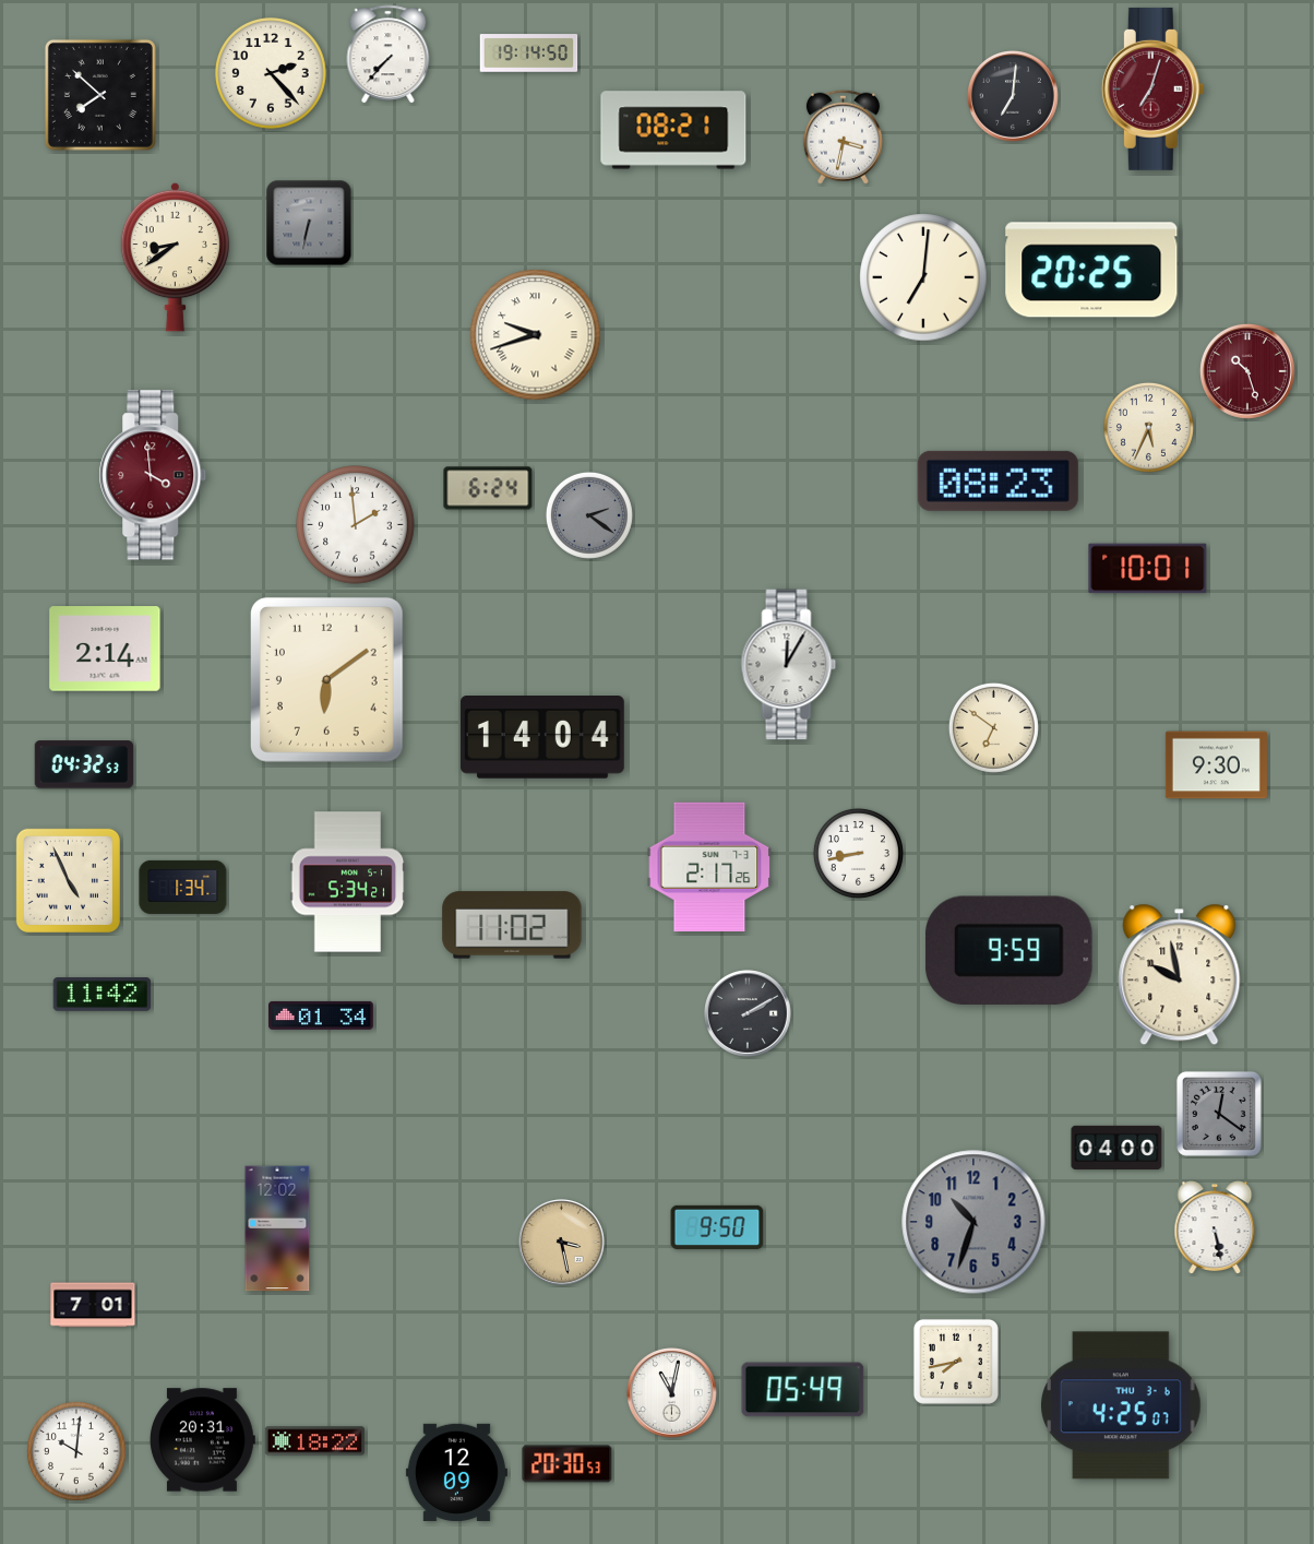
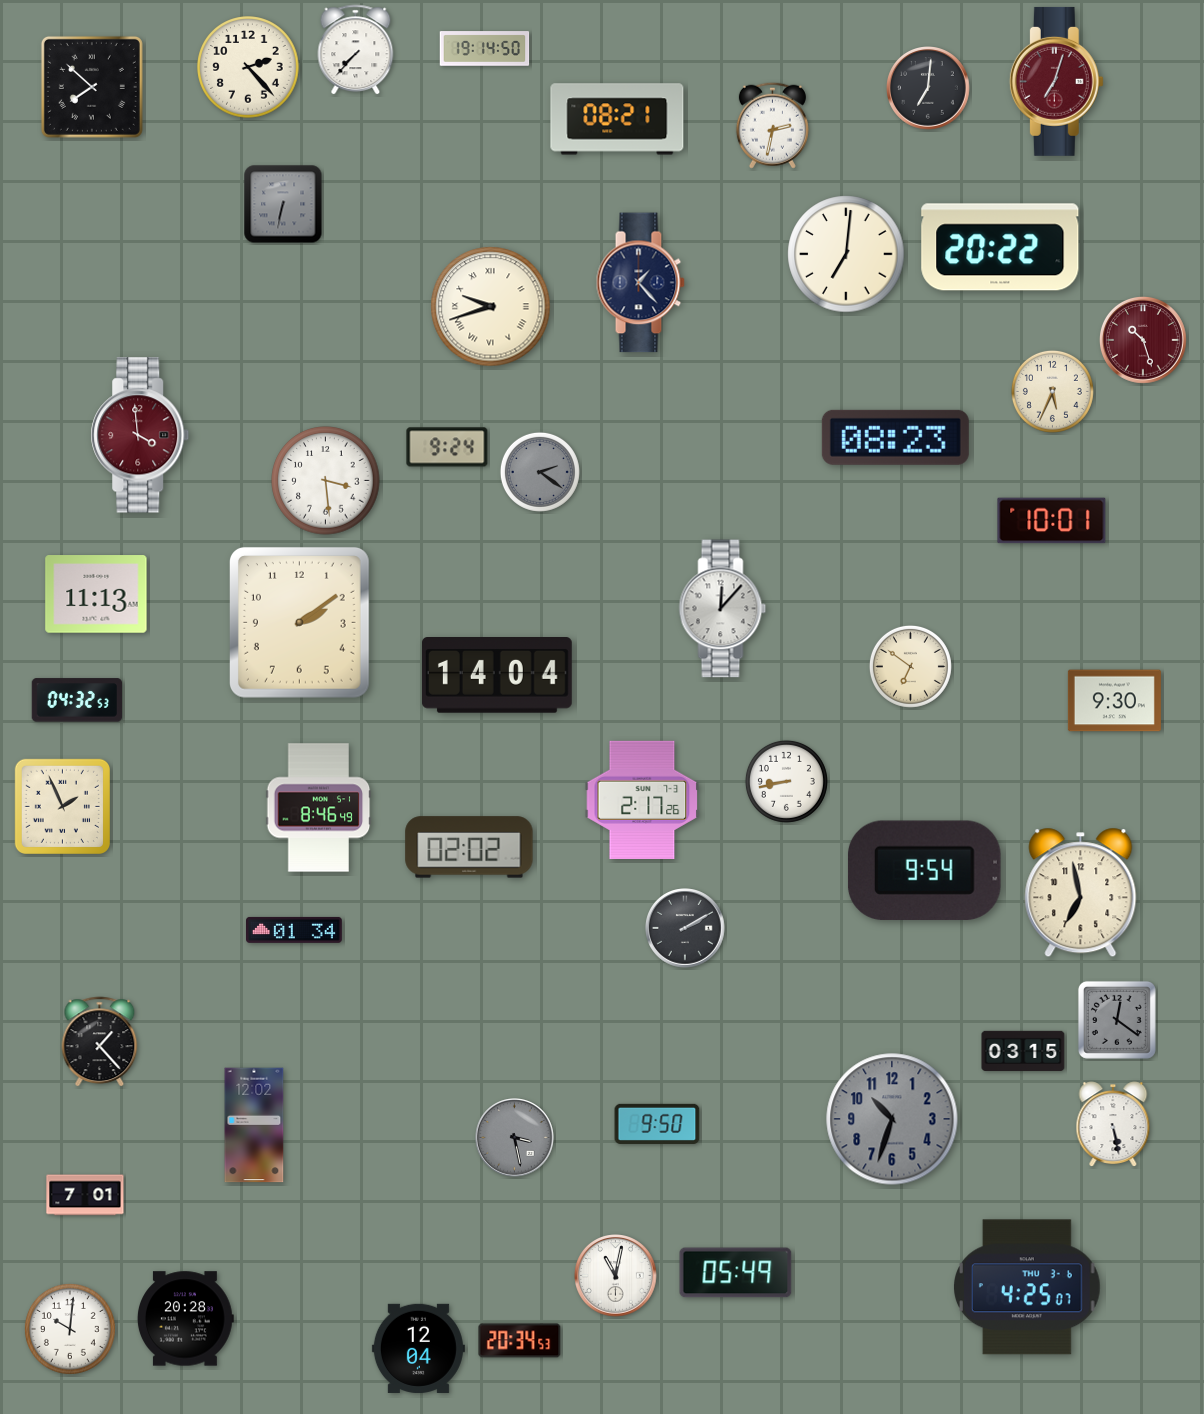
clock at (843, 136): 3:32 -> 2:32
clock at (176, 257): 8:39 -> none
clock at (1091, 270): 20:25 -> 20:22
clock at (640, 283): none -> 1:23
clock at (998, 480) position: (998, 480) -> (895, 437)
clock at (488, 488): 6:24 -> 9:24
clock at (356, 525): 1:59 -> 3:29
clock at (105, 649): 2:14 -> 11:13
clock at (789, 665): 12:05 -> 12:07
clock at (326, 680): 6:09 -> 2:09
clock at (709, 867) position: (709, 867) -> (642, 800)
clock at (68, 880): 4:56 -> 1:56
clock at (348, 882): 5:34 -> 8:46
clock at (183, 887): 1:34 -> none
clock at (512, 925): 11:02 -> 02:02
clock at (1008, 950): 9:59 -> 9:54
clock at (1180, 975): 9:58 -> 6:58
clock at (103, 995): 11:42 -> none
clock at (100, 1042): none -> 1:23
clock at (1116, 1148): 04:00 -> 03:15
clock at (562, 1243) dial: champagne -> grey
clock at (956, 1362): 7:43 -> none
clock at (202, 1440): 20:31 -> 20:28
clock at (314, 1441): 18:22 -> none
clock at (568, 1464): 20:30 -> 20:34
clock at (456, 1472): 12:09 -> 12:04
